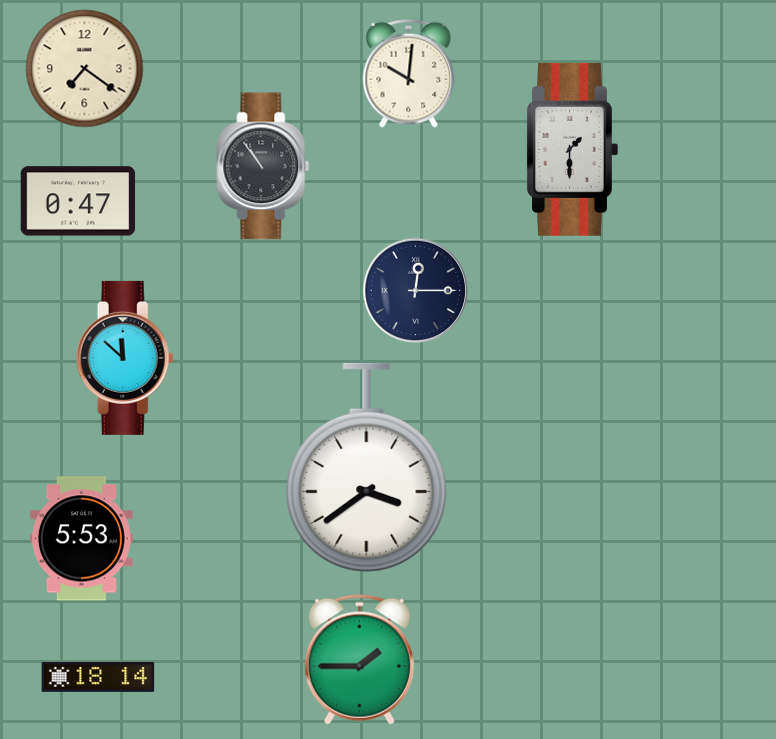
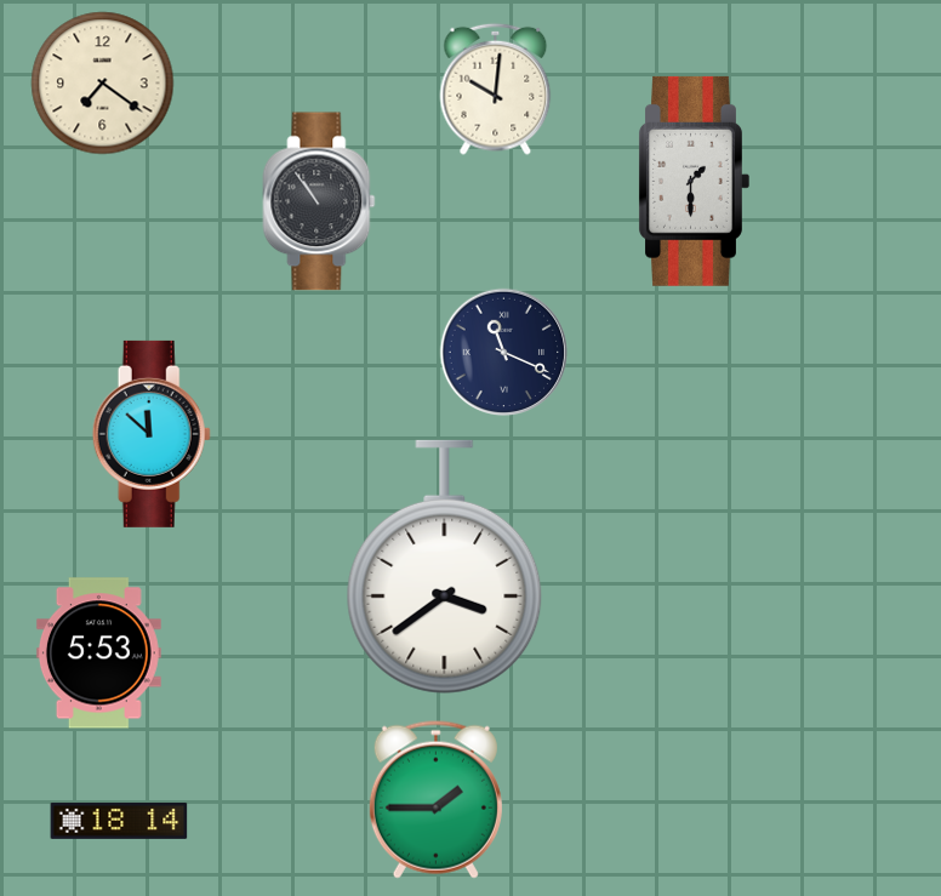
clock at (78, 201): 0:47 -> none
clock at (416, 291): 12:15 -> 11:19
